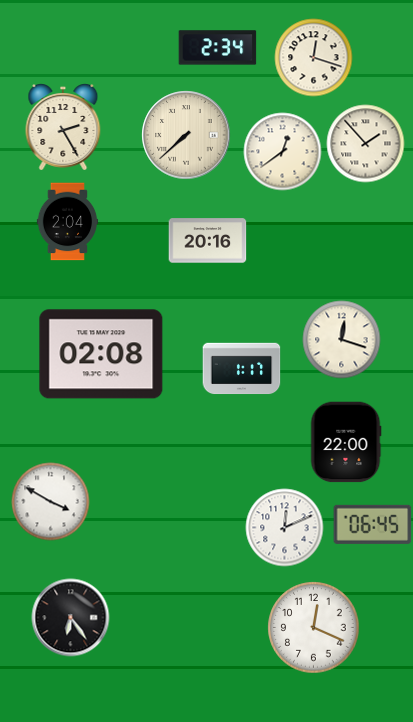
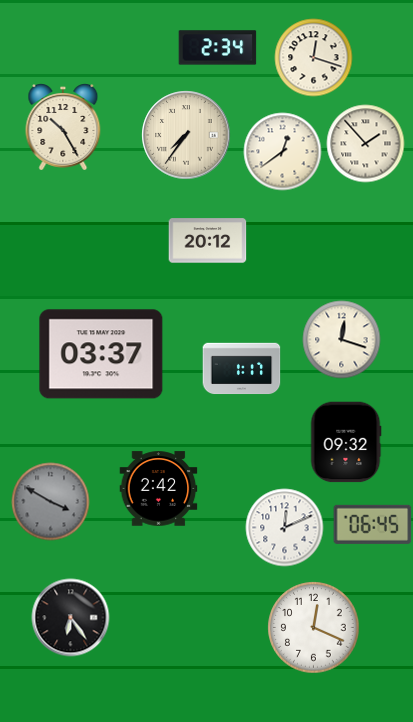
clock at (63, 127): 2:25 -> 10:25
clock at (186, 135): 7:38 -> 7:36
clock at (68, 221): 2:04 -> none
clock at (207, 241): 20:16 -> 20:12
clock at (101, 354): 02:08 -> 03:37
clock at (346, 442): 22:00 -> 09:32
clock at (158, 489): none -> 2:42
clock at (50, 501) dial: white -> grey
